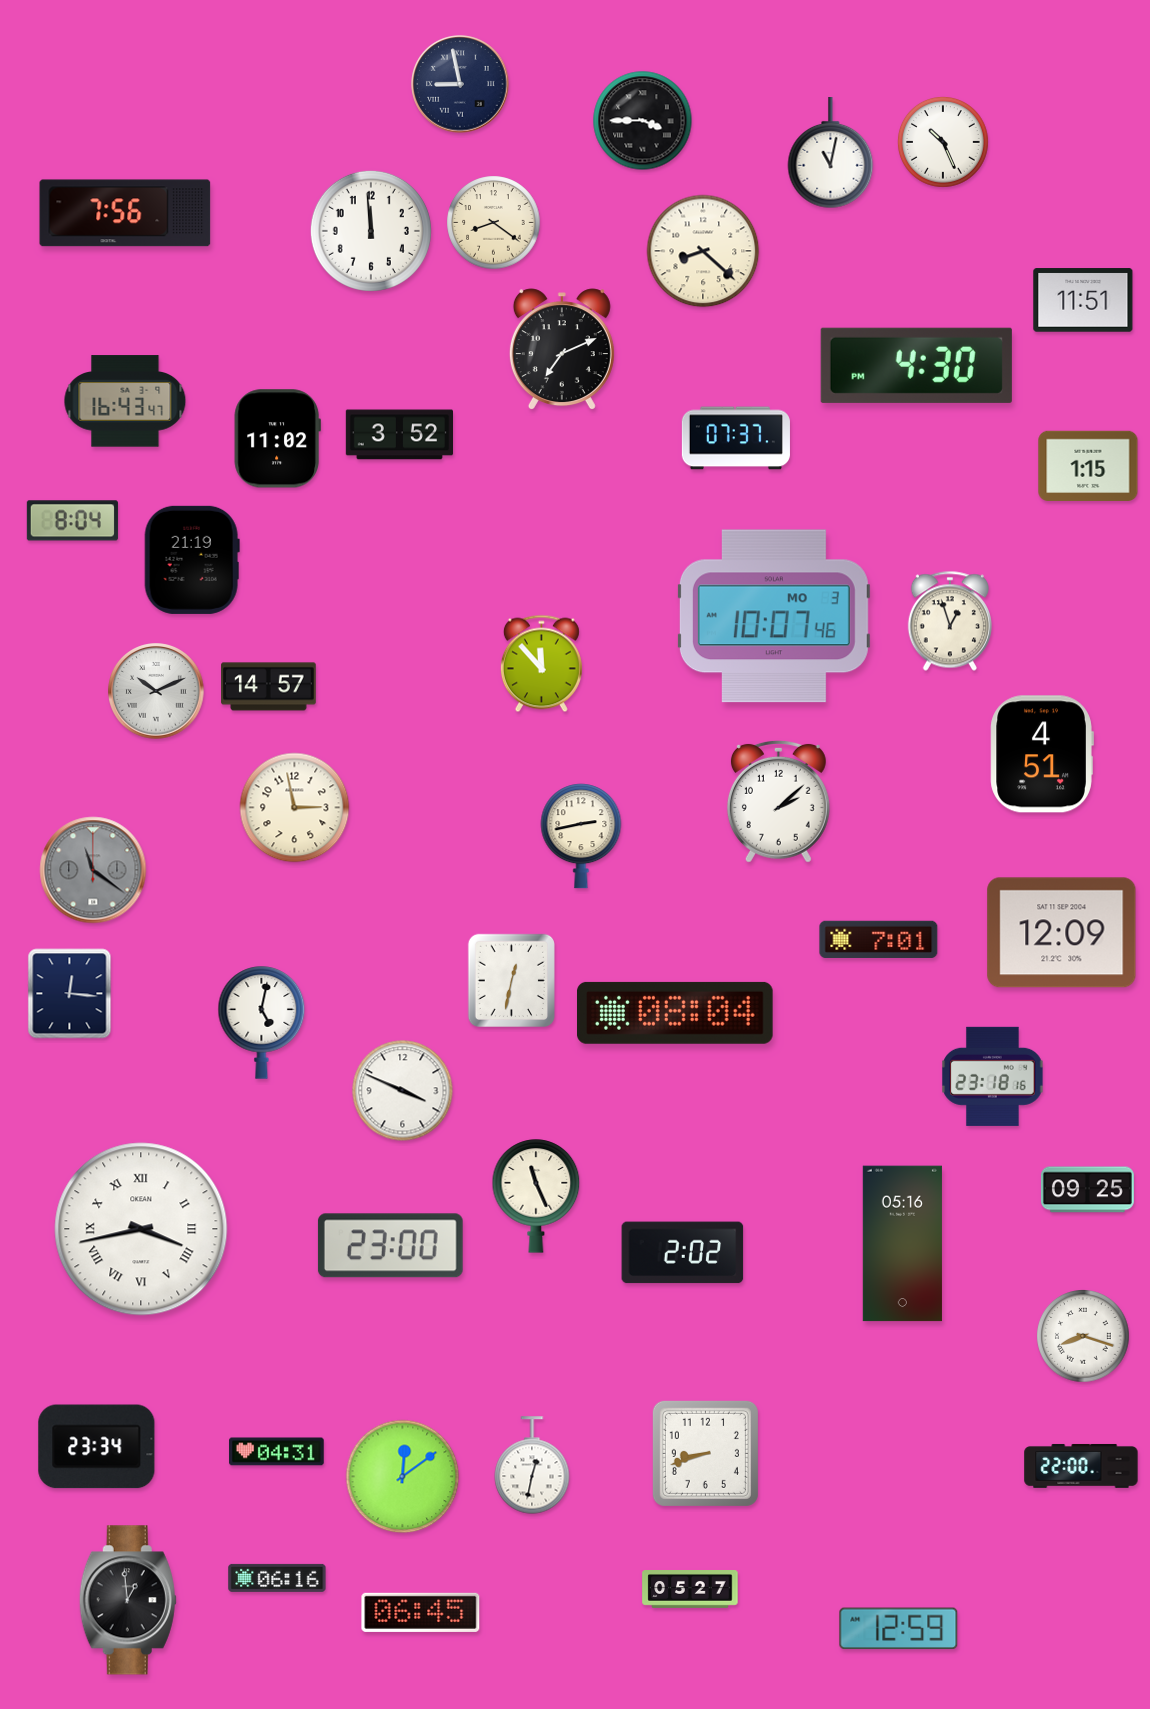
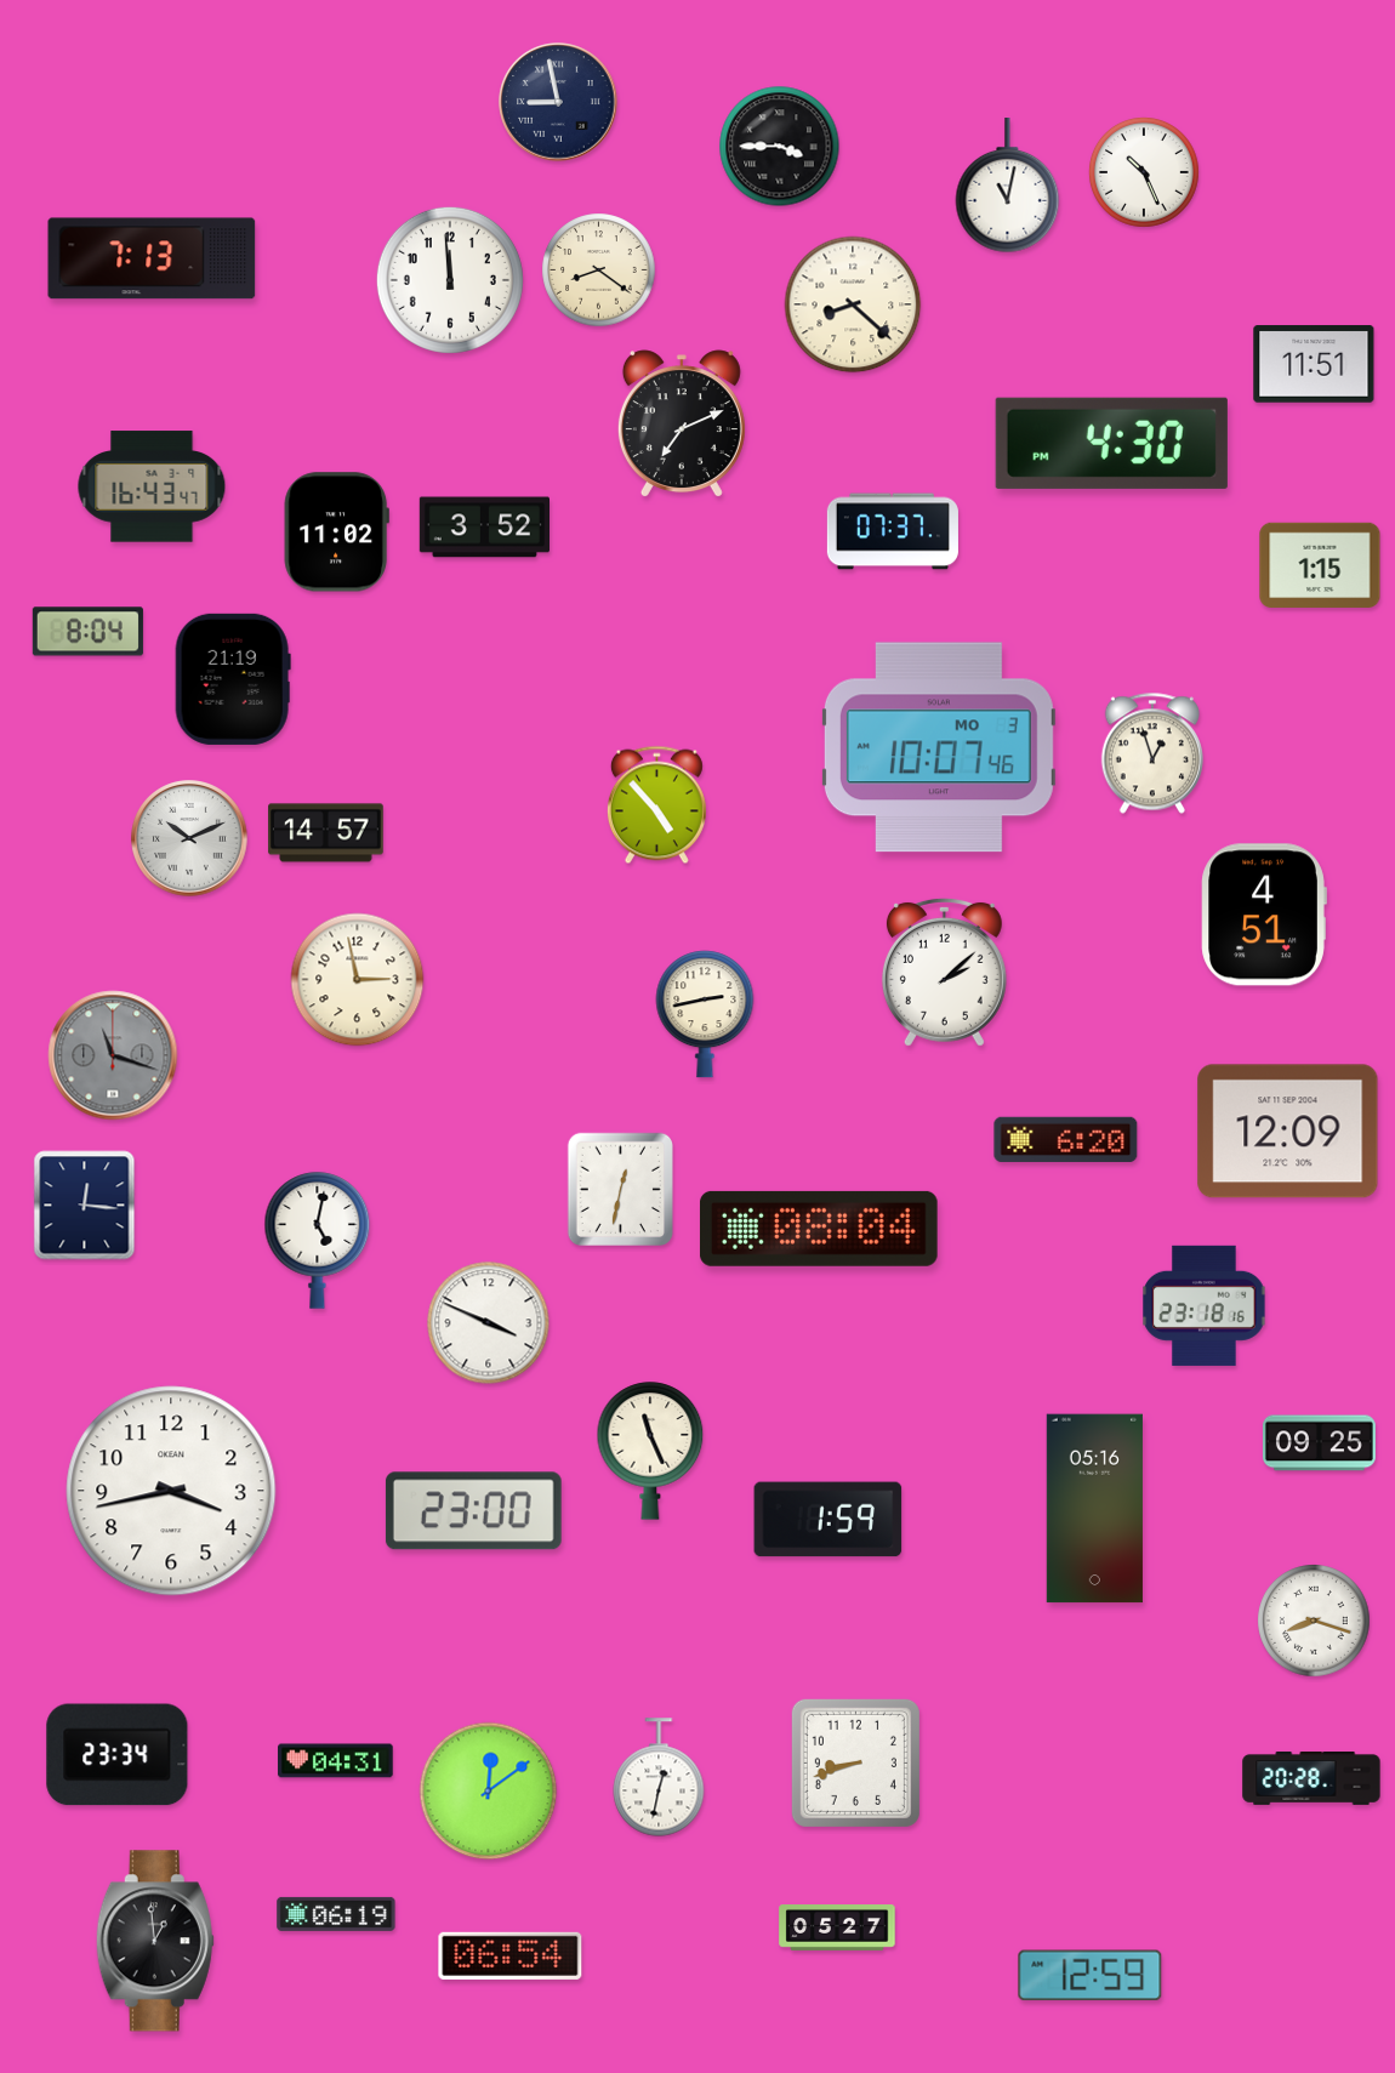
clock at (125, 213): 7:56 -> 7:13
clock at (541, 664): 11:53 -> 4:53
clock at (93, 870): 11:21 -> 11:18
clock at (879, 939): 7:01 -> 6:20
clock at (141, 1229) numerals: Roman -> Arabic
clock at (683, 1253): 2:02 -> 1:59
clock at (532, 1465) position: (532, 1465) -> (659, 1777)
clock at (1081, 1466): 22:00 -> 20:28
clock at (277, 1578): 06:16 -> 06:19
clock at (421, 1612): 06:45 -> 06:54
